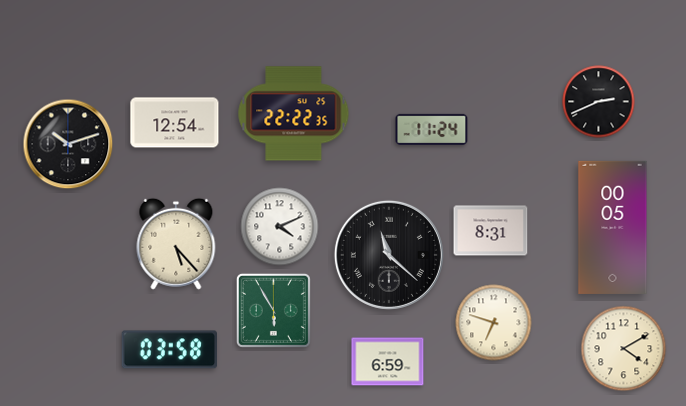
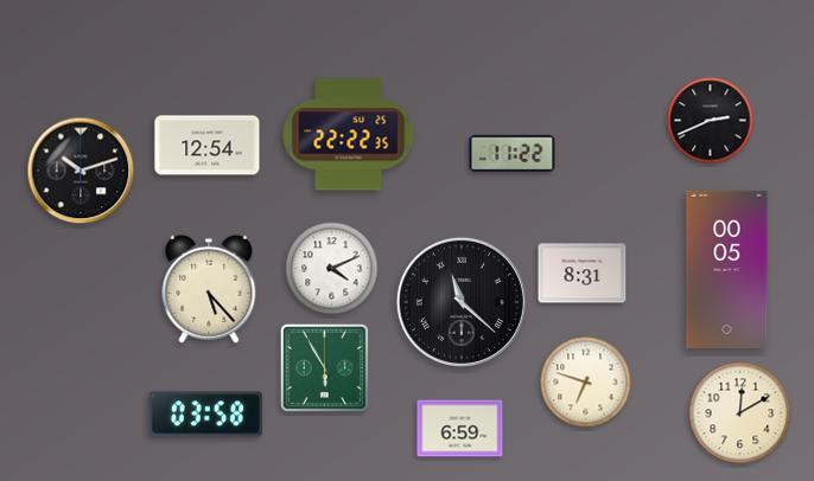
clock at (432, 129): 11:24 -> 11:22
clock at (624, 349): 4:10 -> 12:10
clock at (170, 350) position: (170, 350) -> (206, 415)
